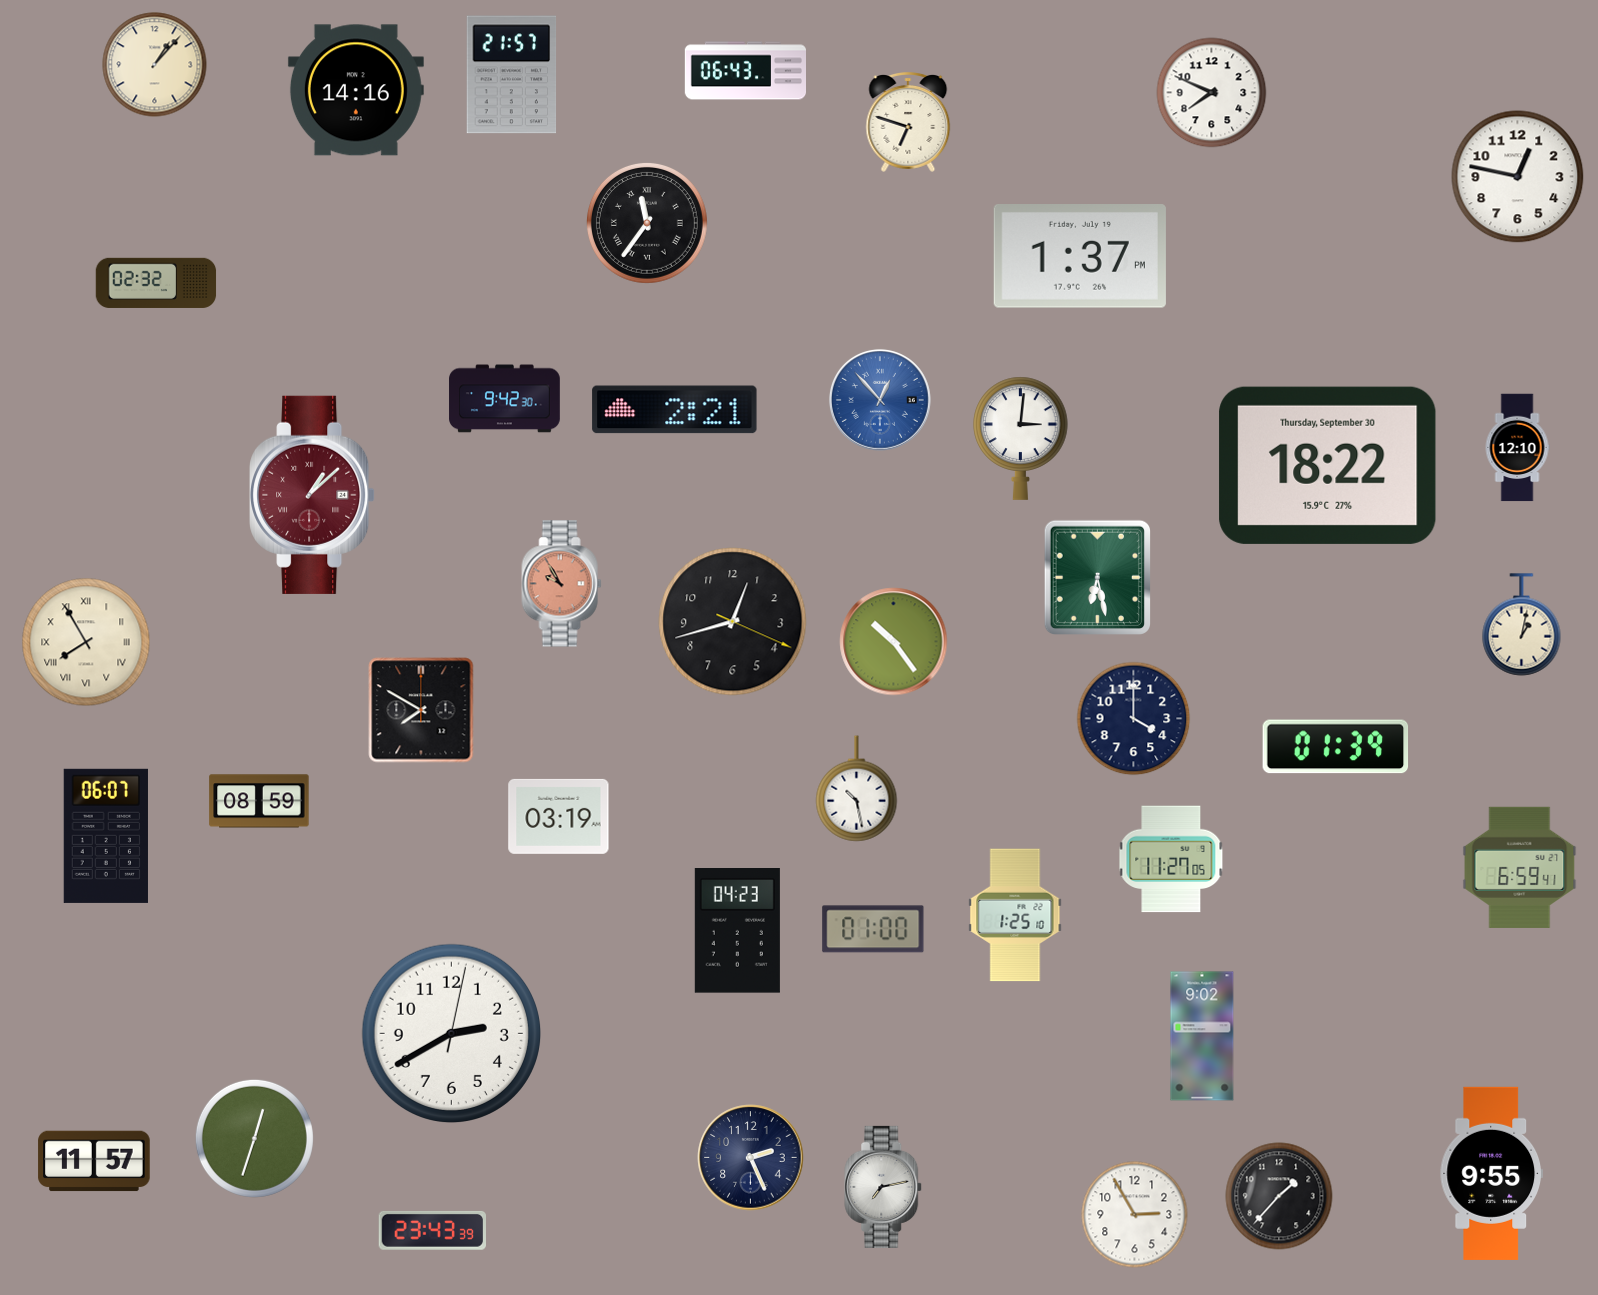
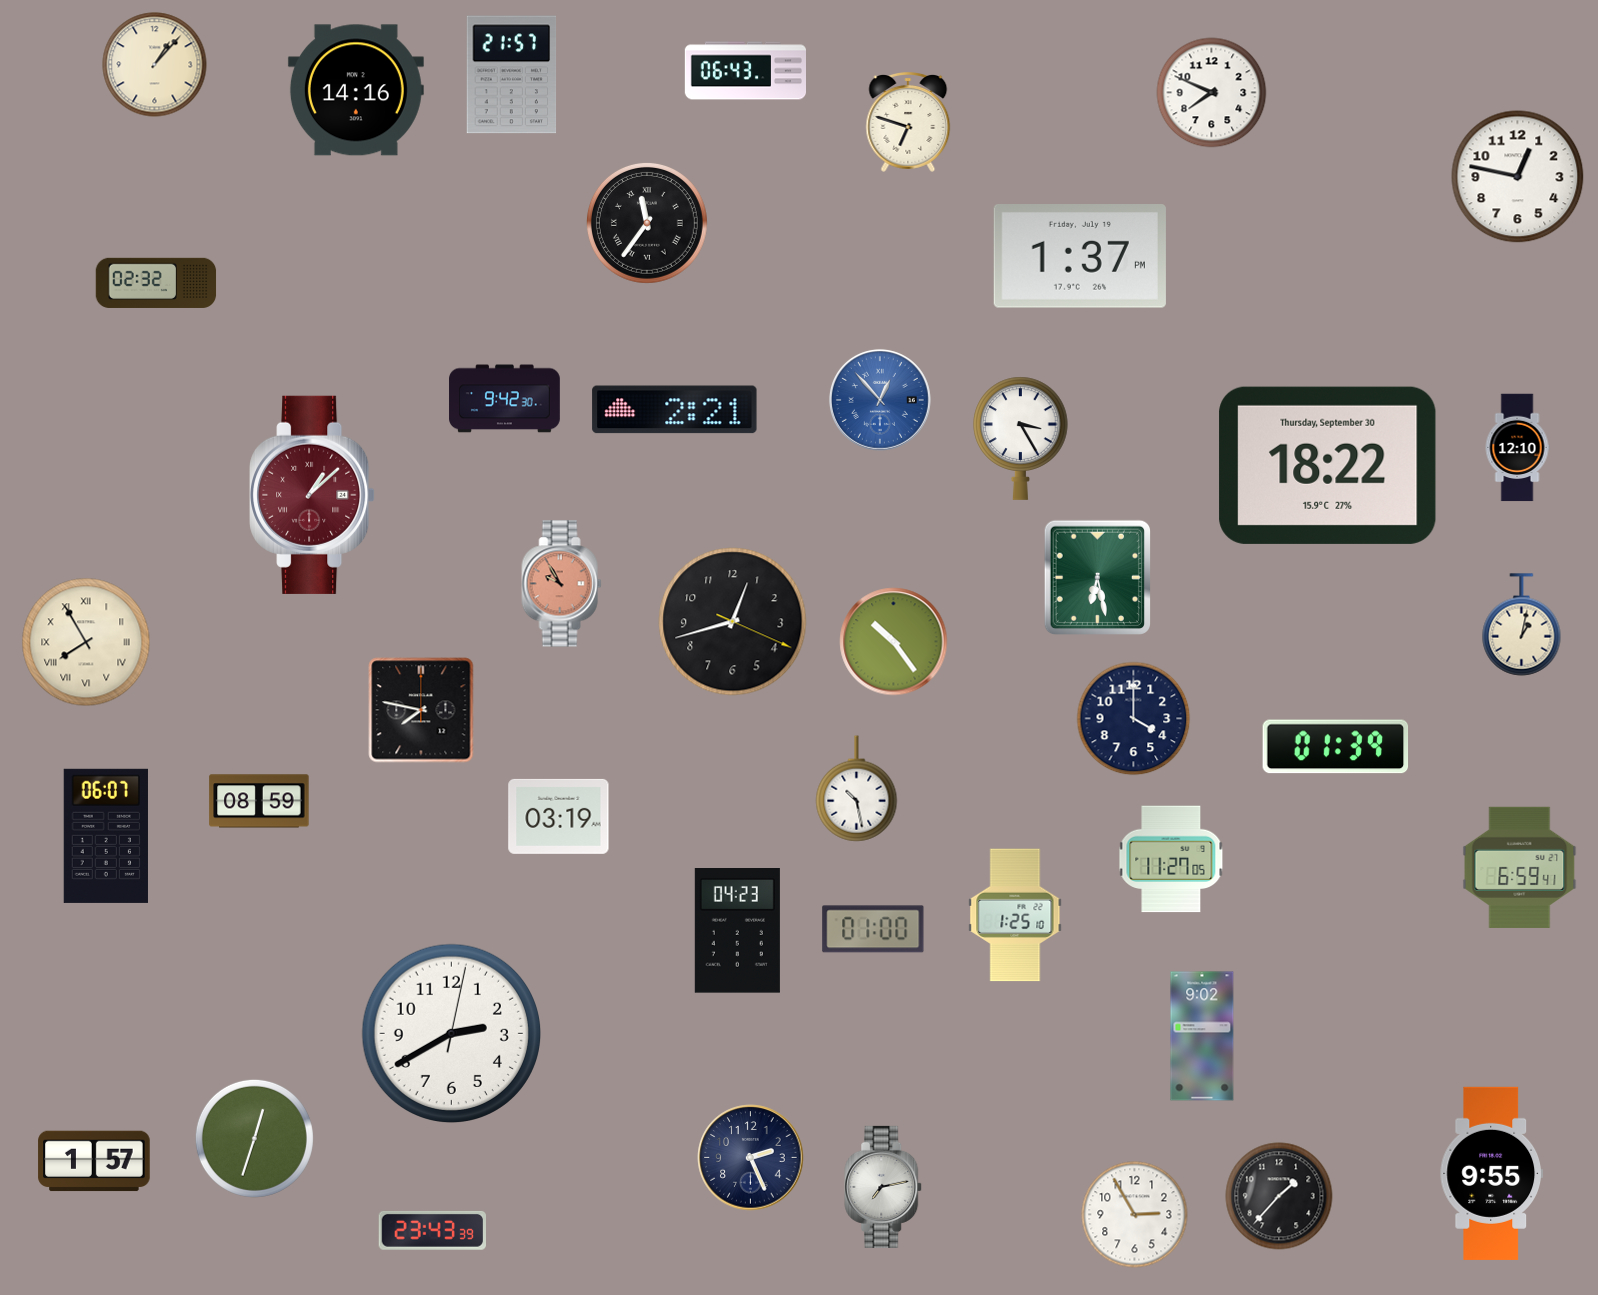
clock at (1021, 438): 3:01 -> 3:25
clock at (421, 710): 7:50 -> 7:47
clock at (94, 1161): 11:57 -> 1:57
